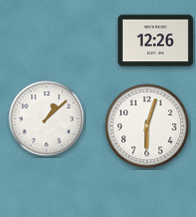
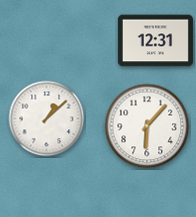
clock at (155, 41): 12:26 -> 12:31
clock at (147, 126): 6:03 -> 6:07
